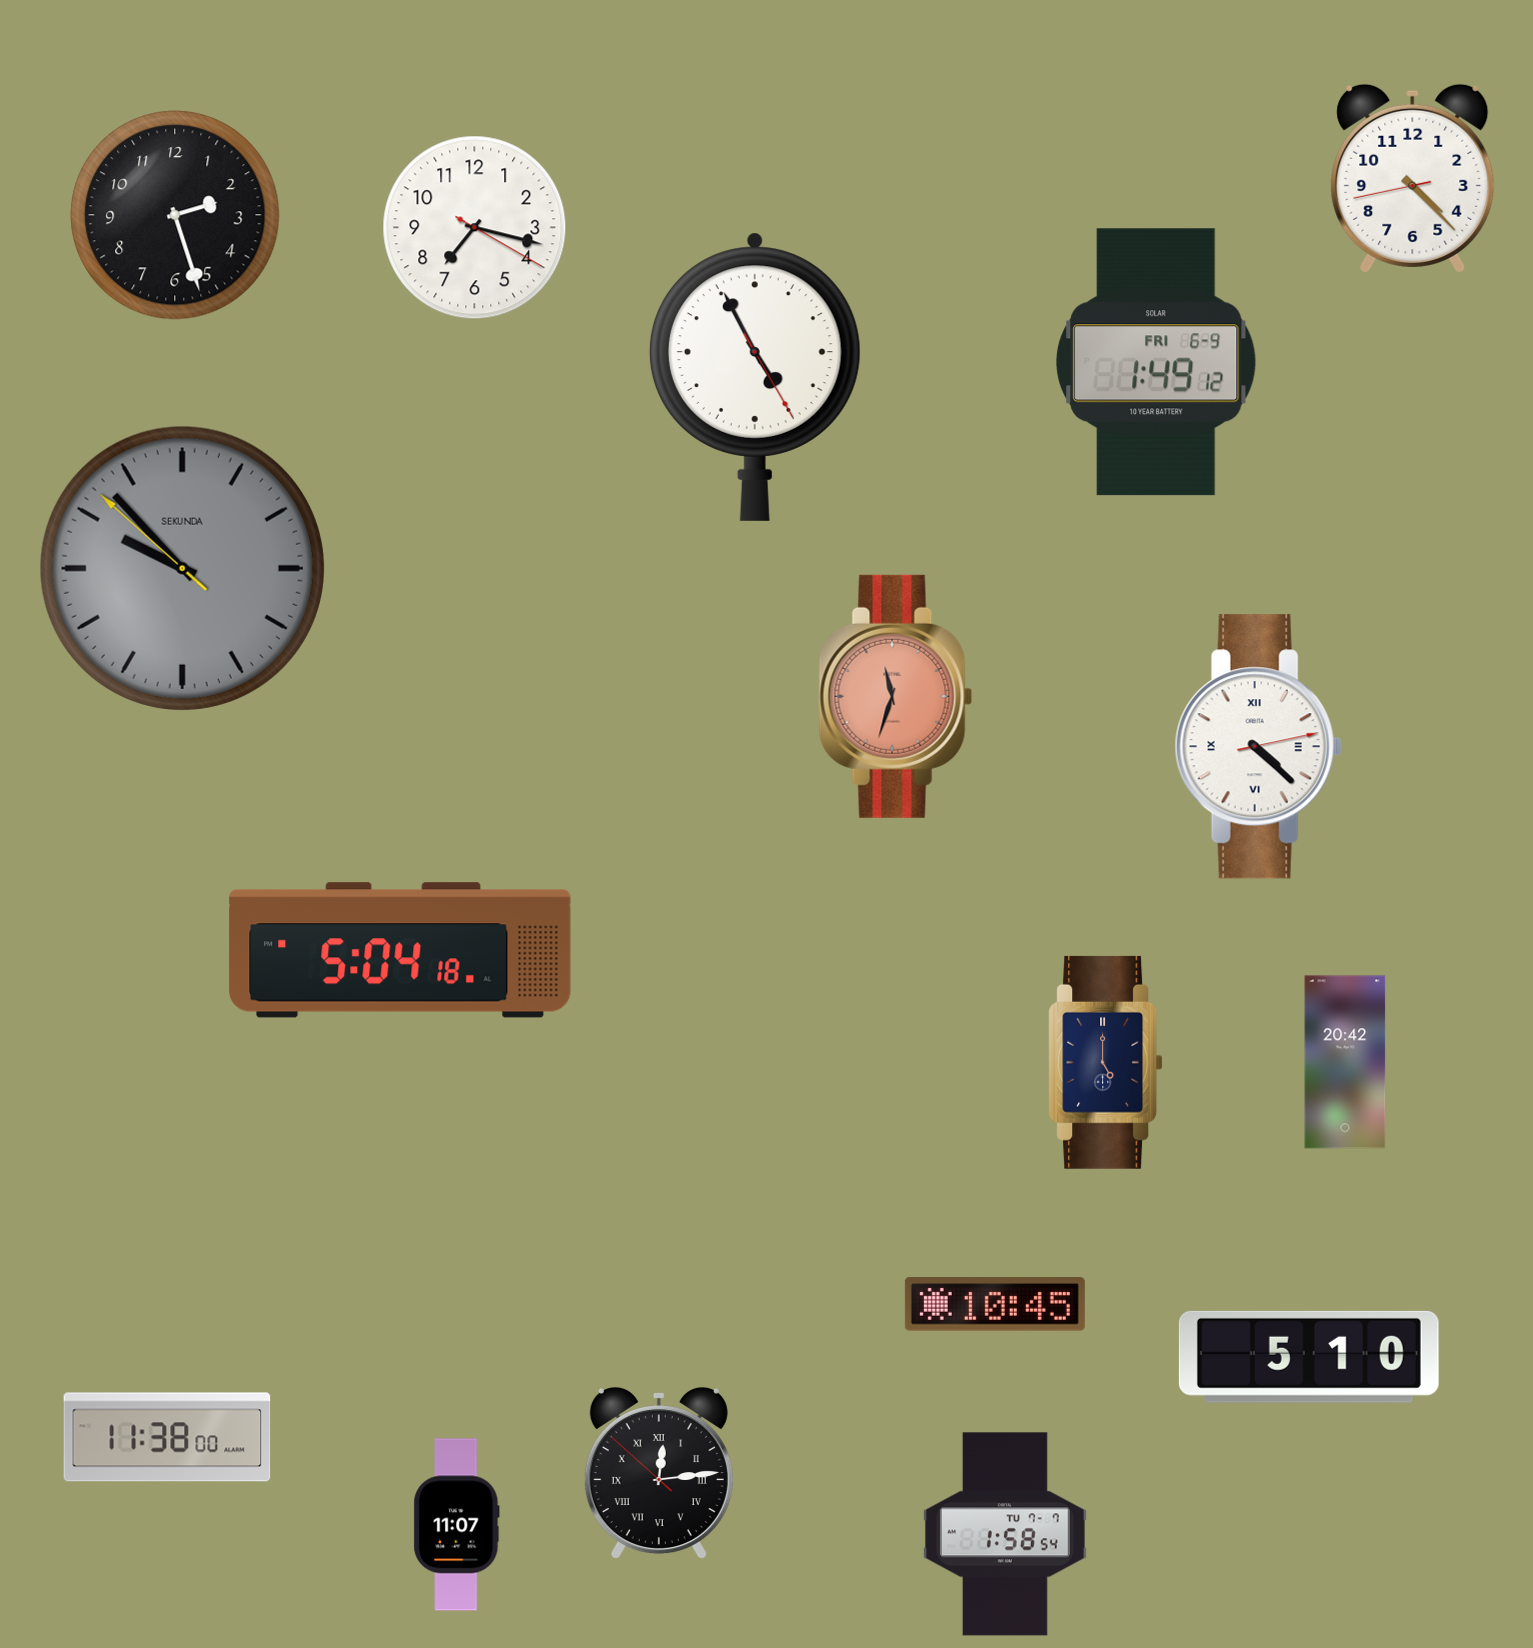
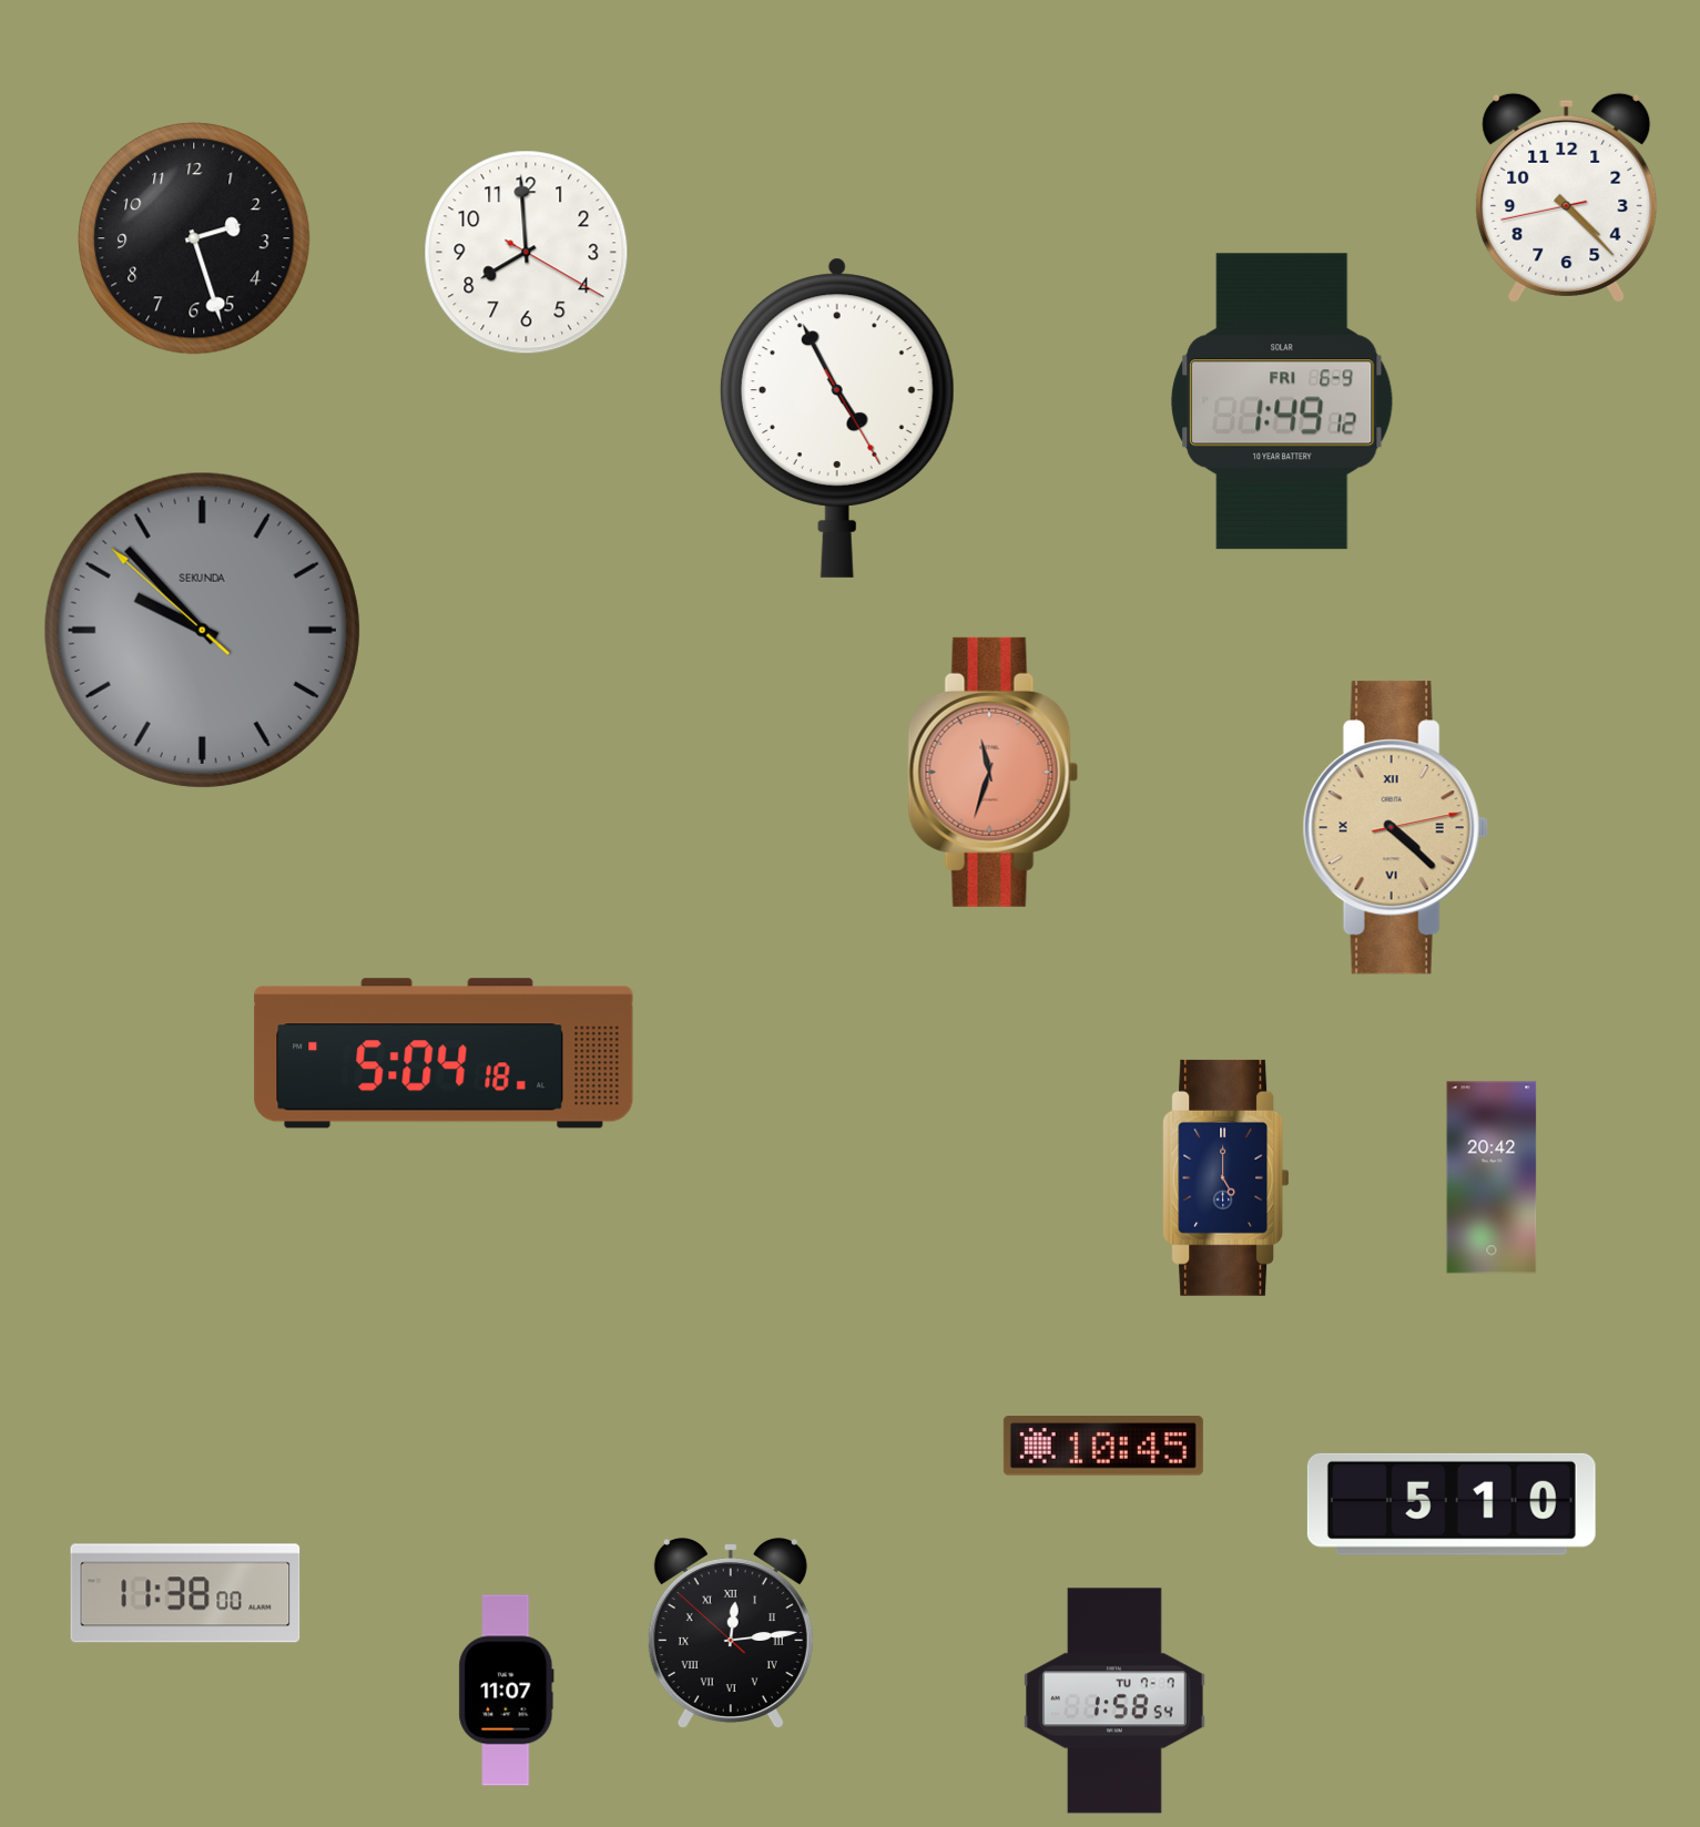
clock at (475, 228): 7:17 -> 7:59
clock at (1258, 747) dial: white -> champagne
